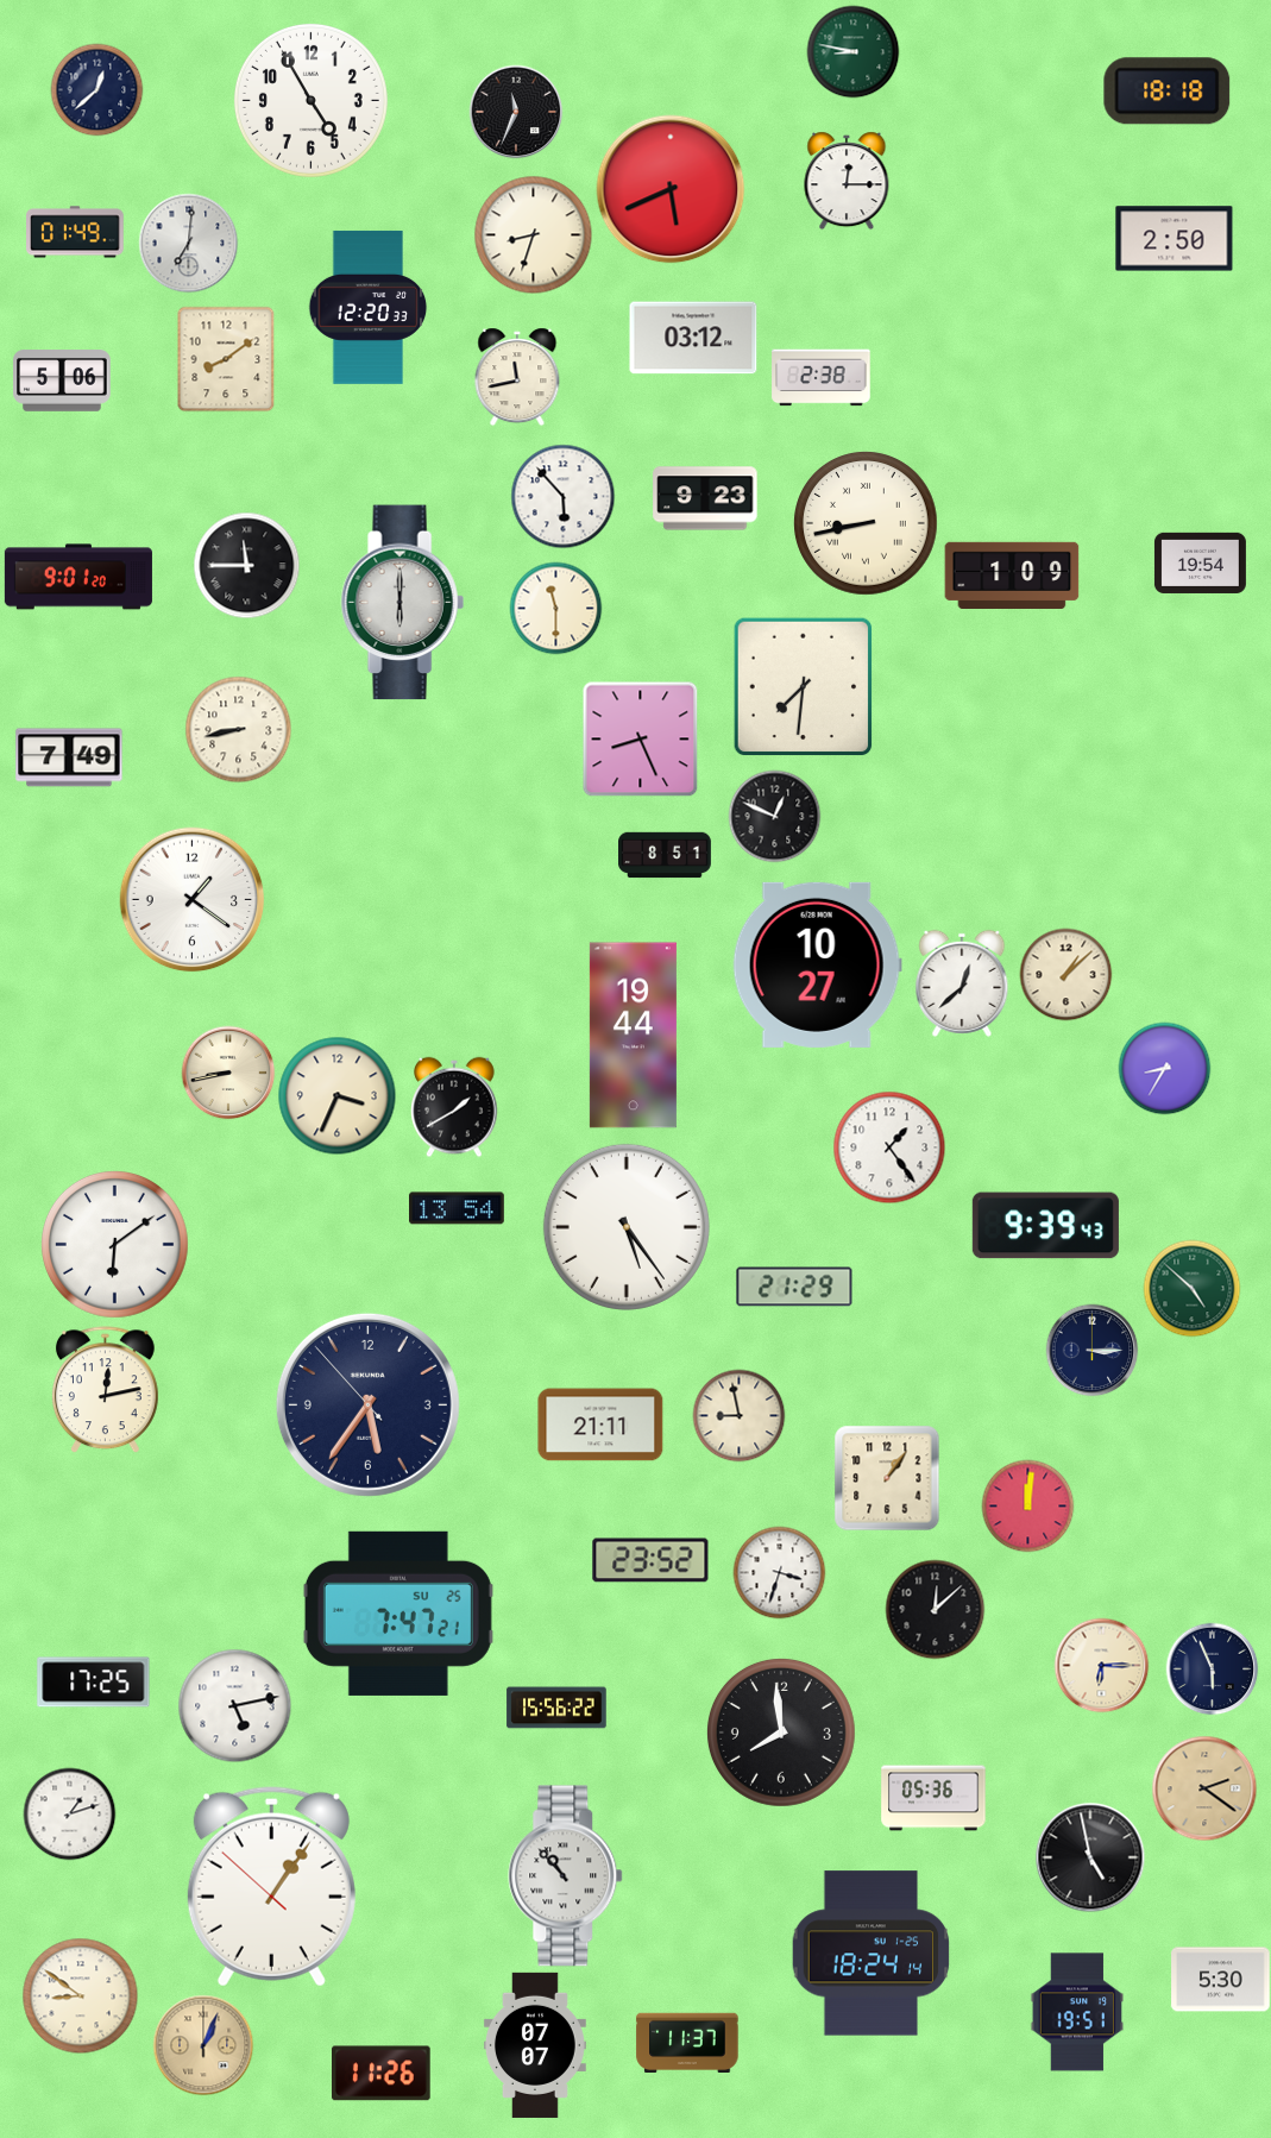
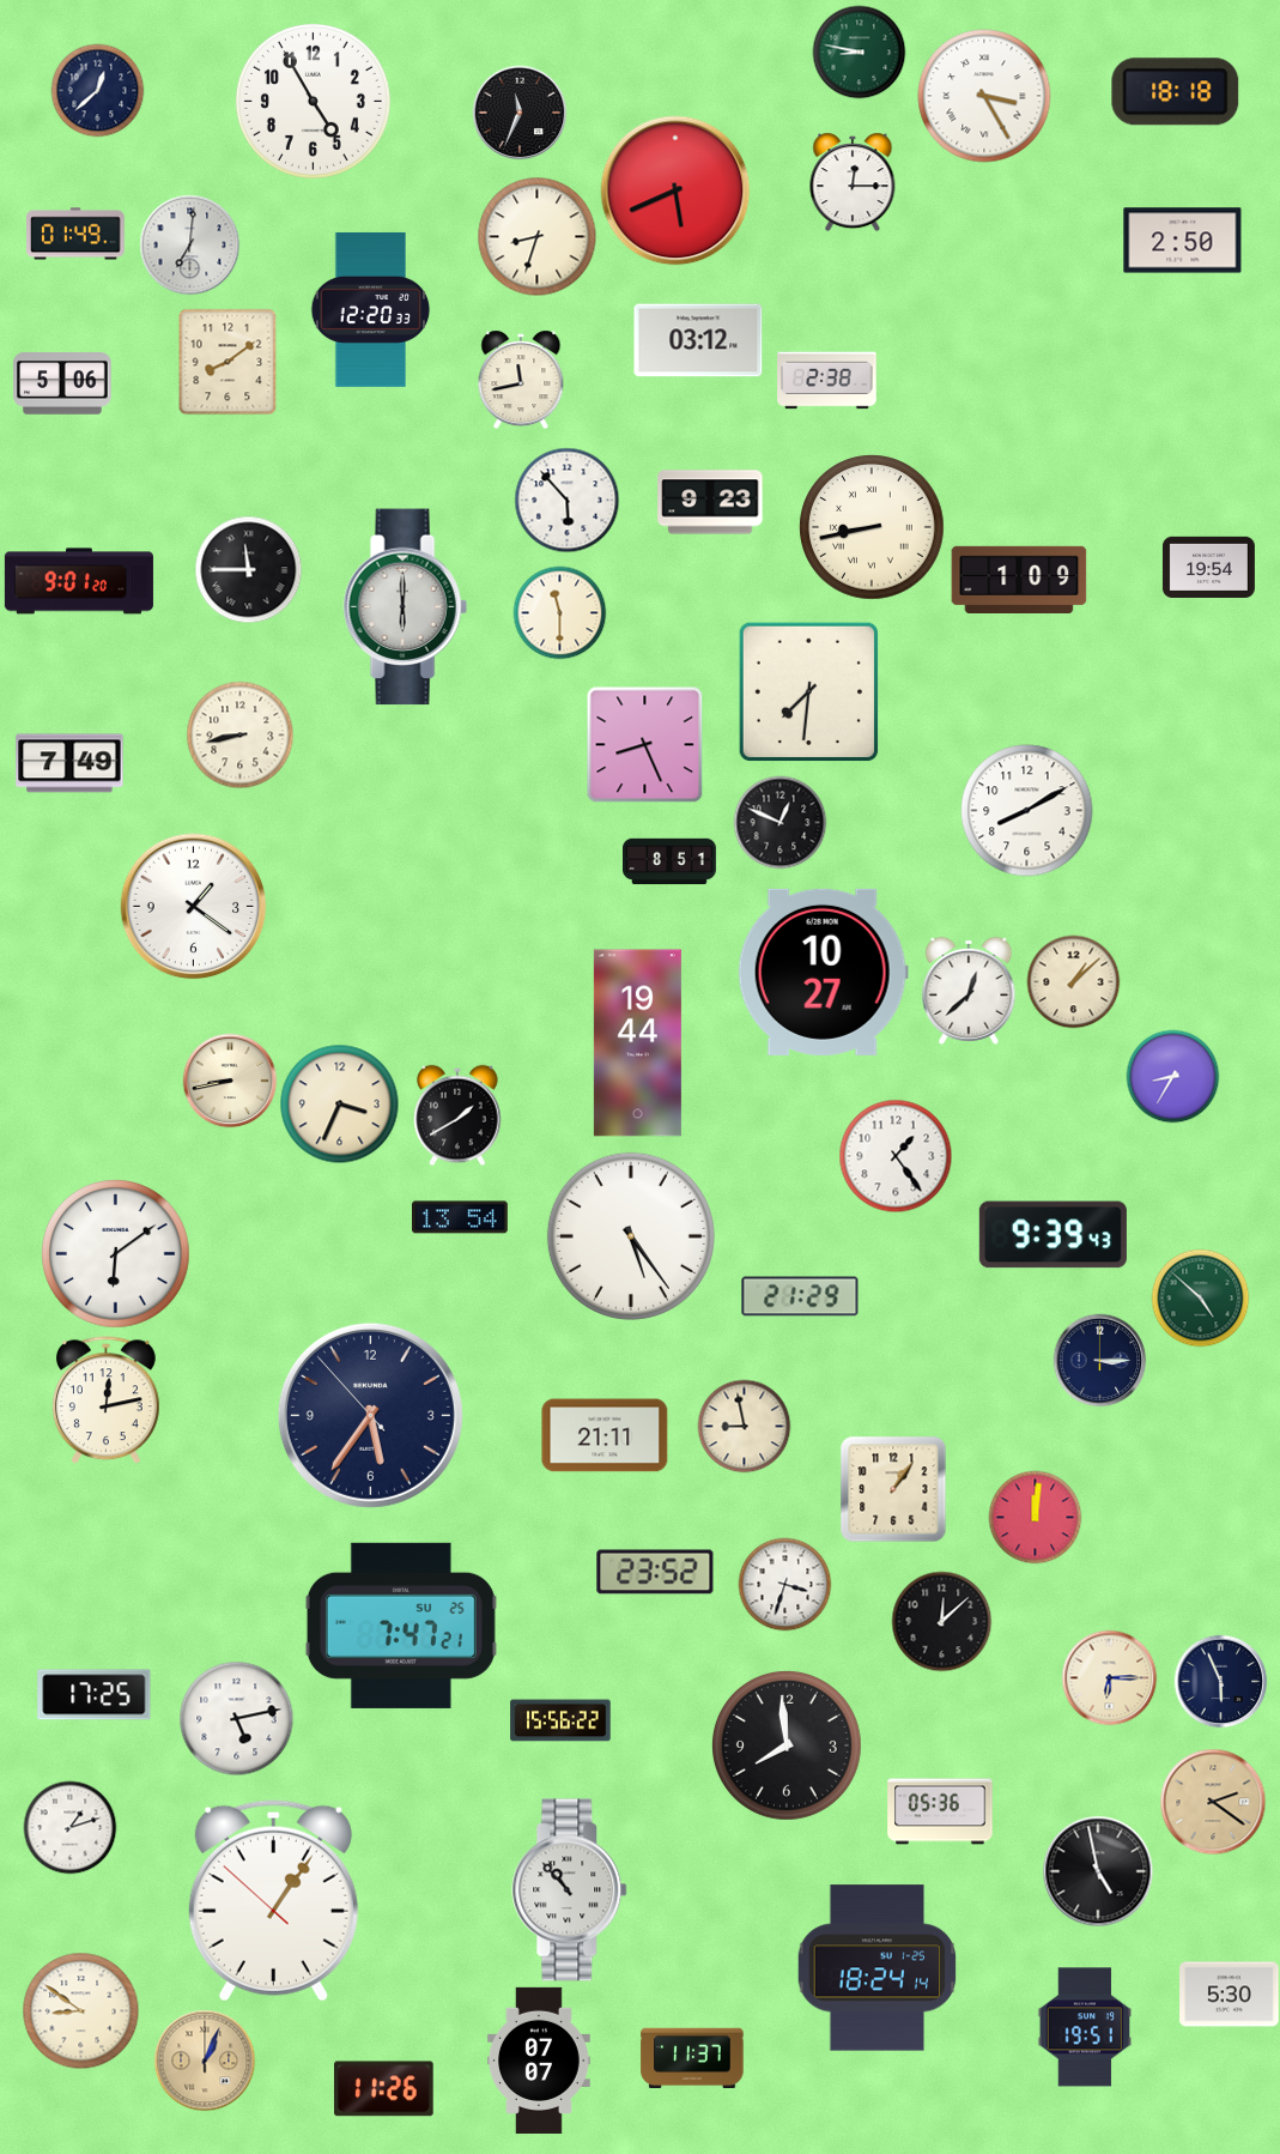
clock at (984, 96): none -> 3:25
clock at (1027, 811): none -> 8:10
